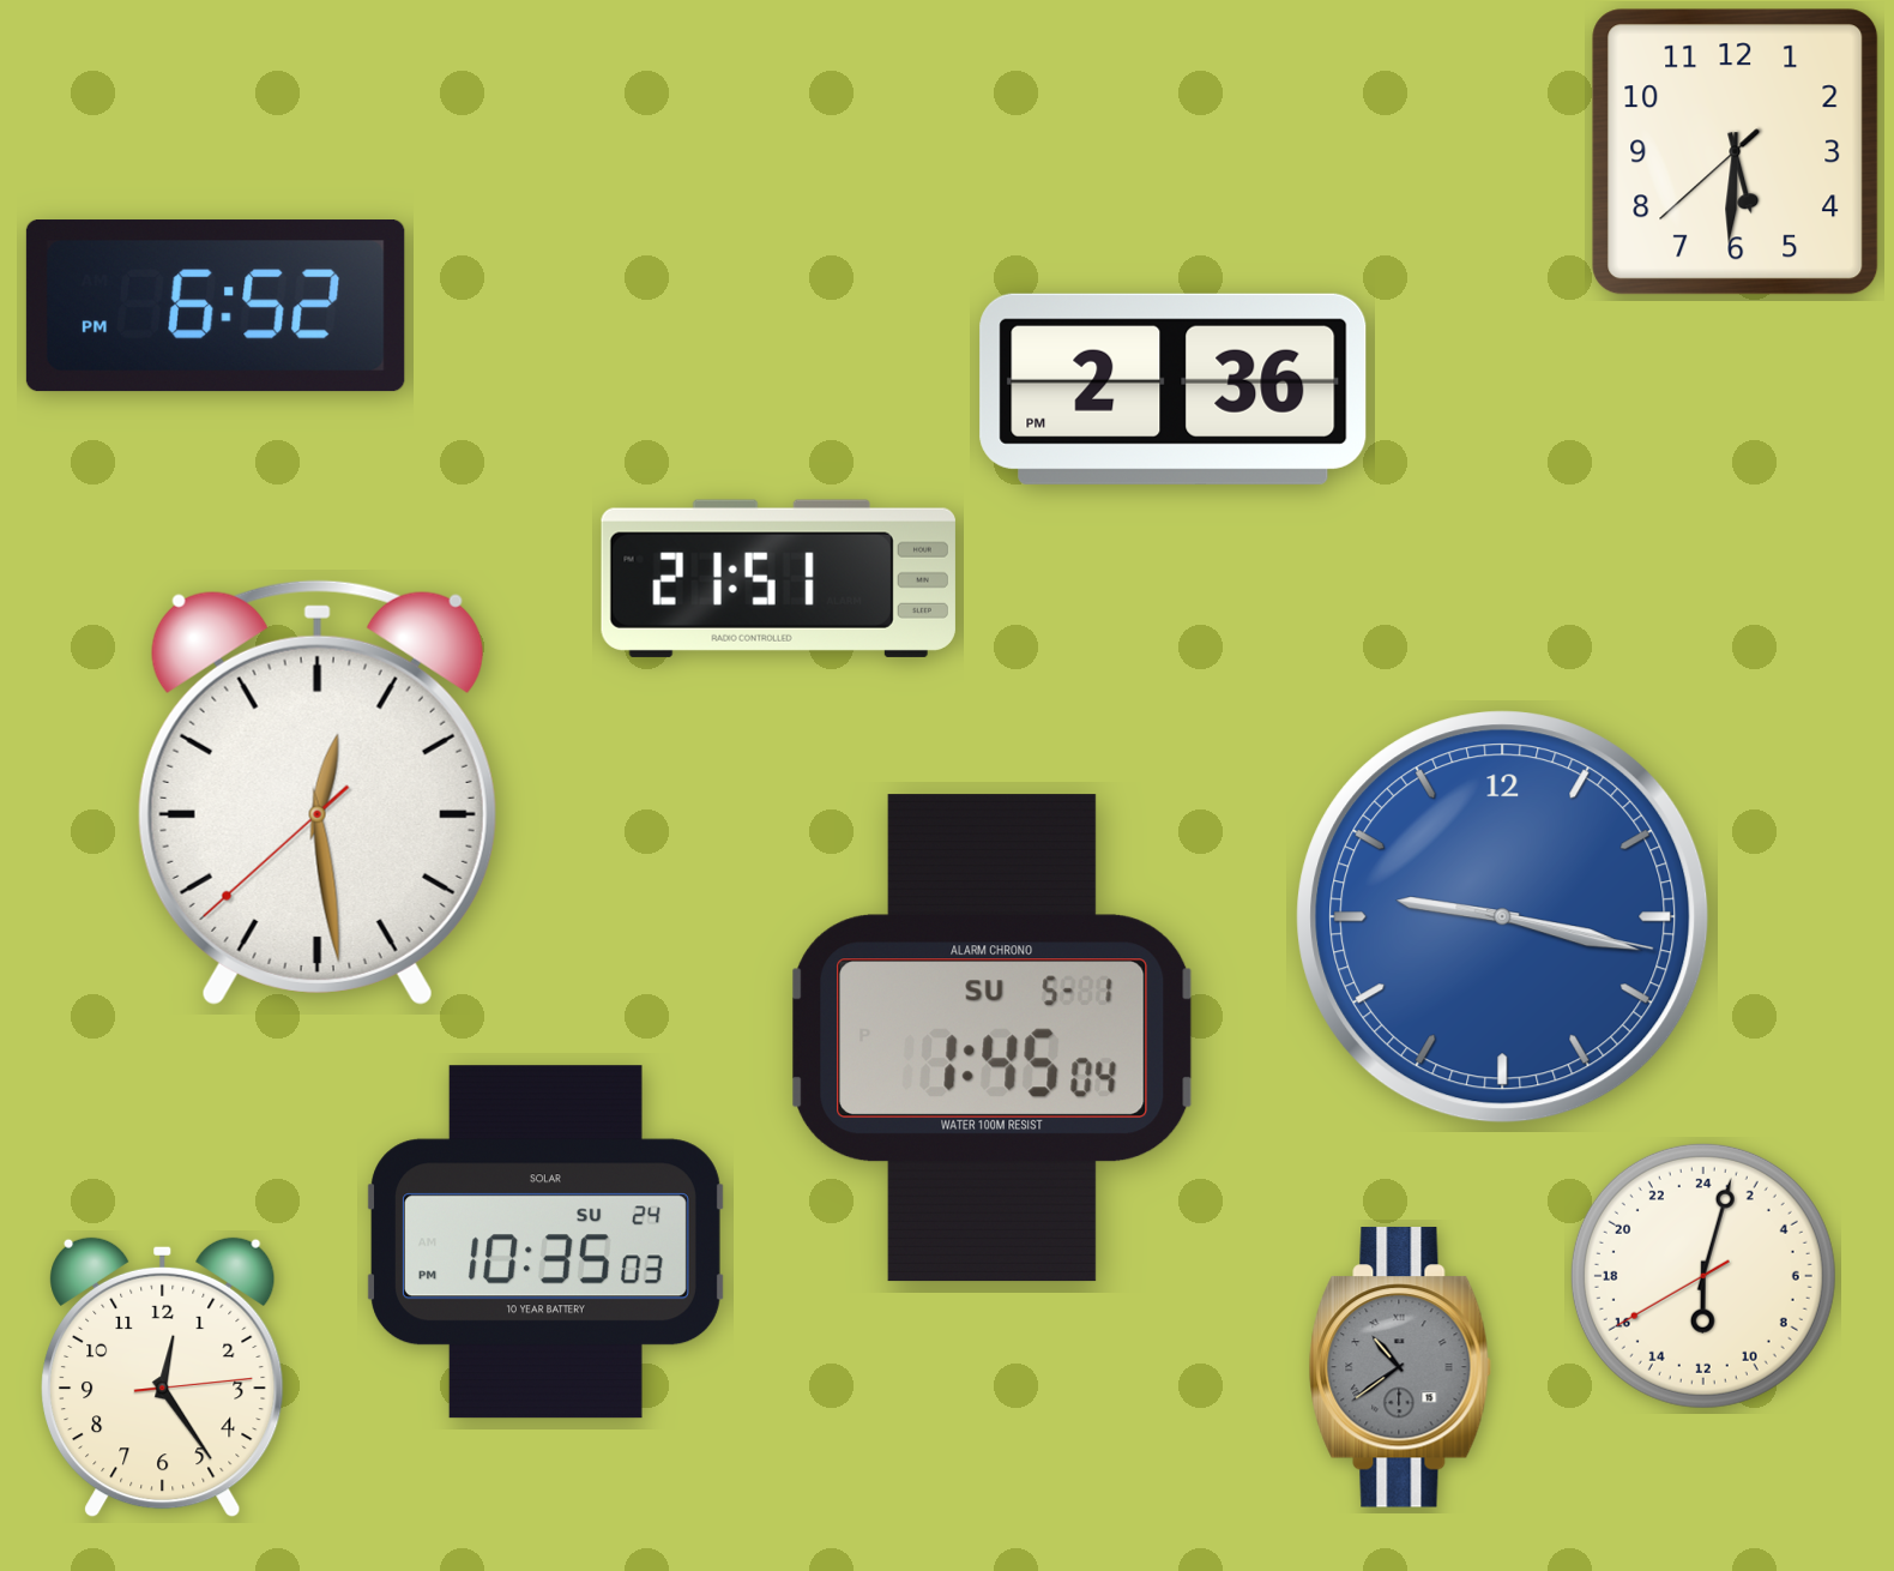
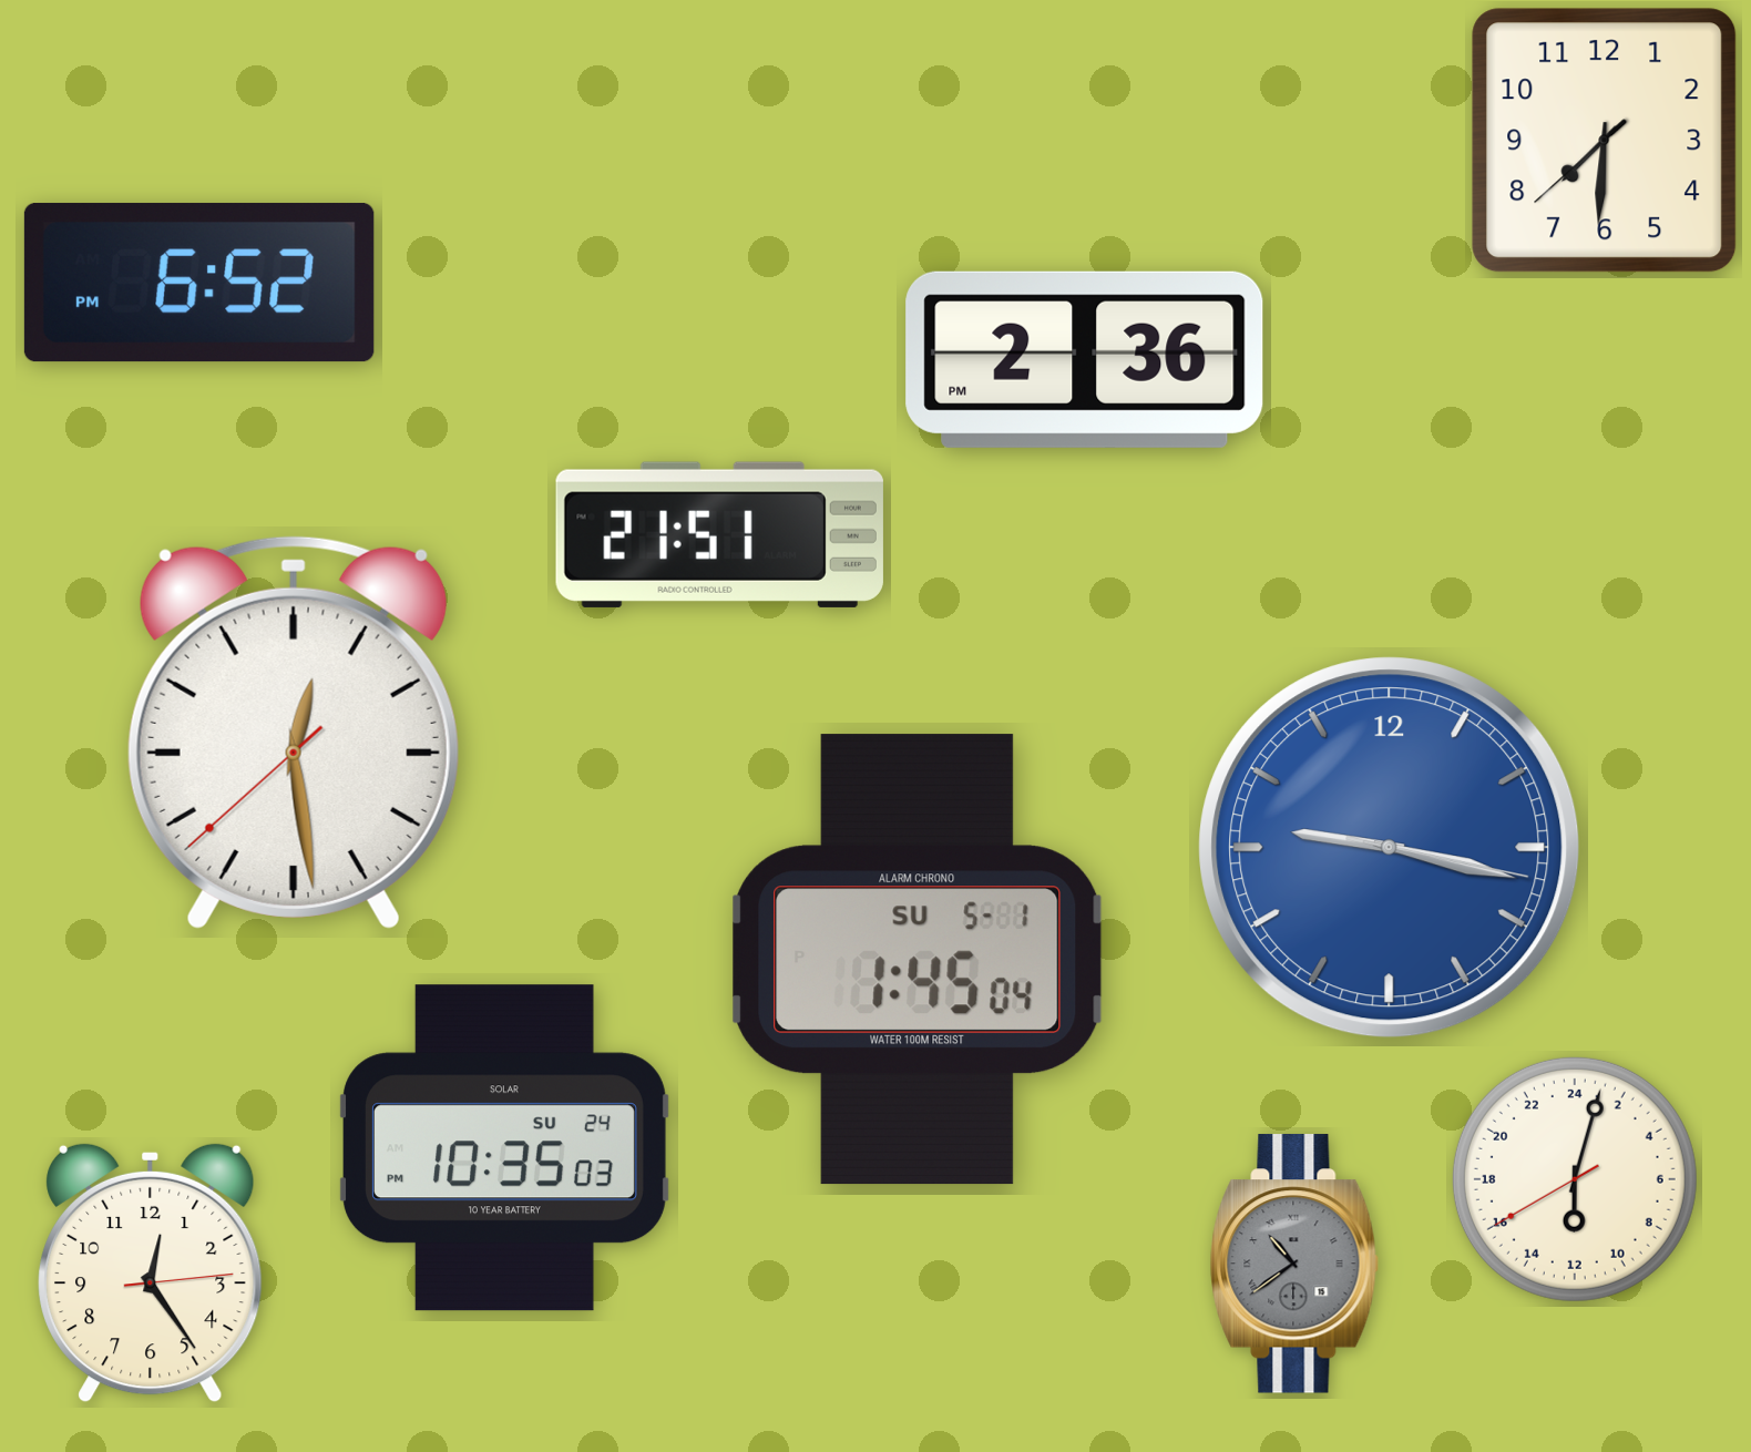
clock at (1736, 152): 5:30 -> 7:30
